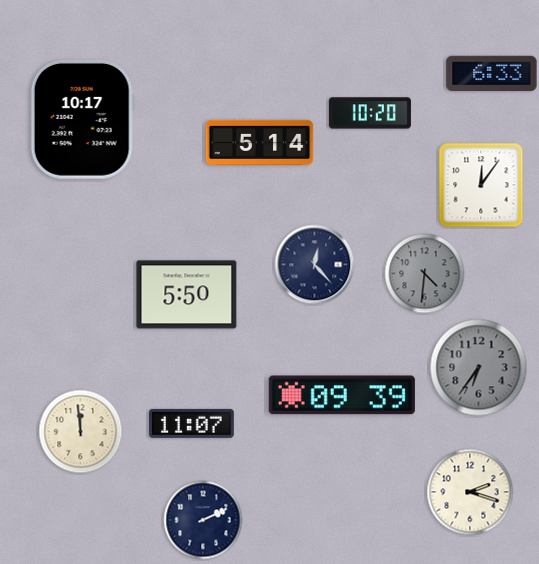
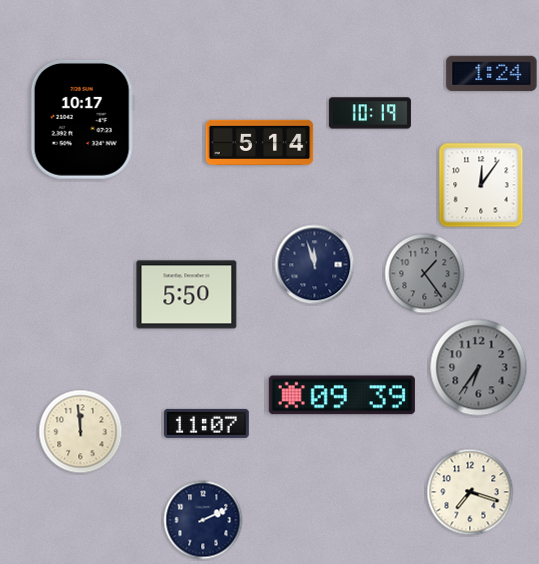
clock at (492, 74): 6:33 -> 1:24
clock at (370, 113): 10:20 -> 10:19
clock at (315, 265): 12:23 -> 11:57
clock at (425, 274): 4:31 -> 1:24
clock at (192, 423) position: (192, 423) -> (207, 423)
clock at (470, 492): 2:18 -> 7:18
